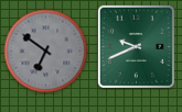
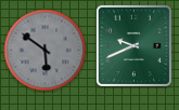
clock at (46, 52): 6:51 -> 5:51
